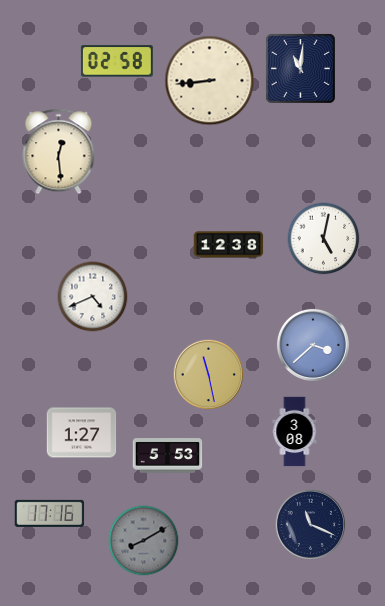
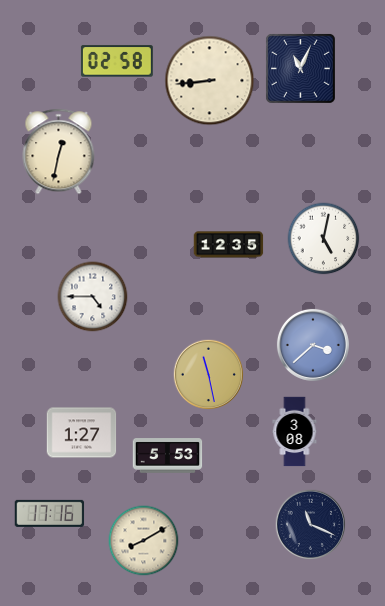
clock at (300, 68): 11:01 -> 11:04
clock at (59, 152): 12:29 -> 12:32
clock at (229, 245): 12:38 -> 12:35
clock at (93, 297): 4:41 -> 4:45
clock at (144, 541) dial: grey -> cream
